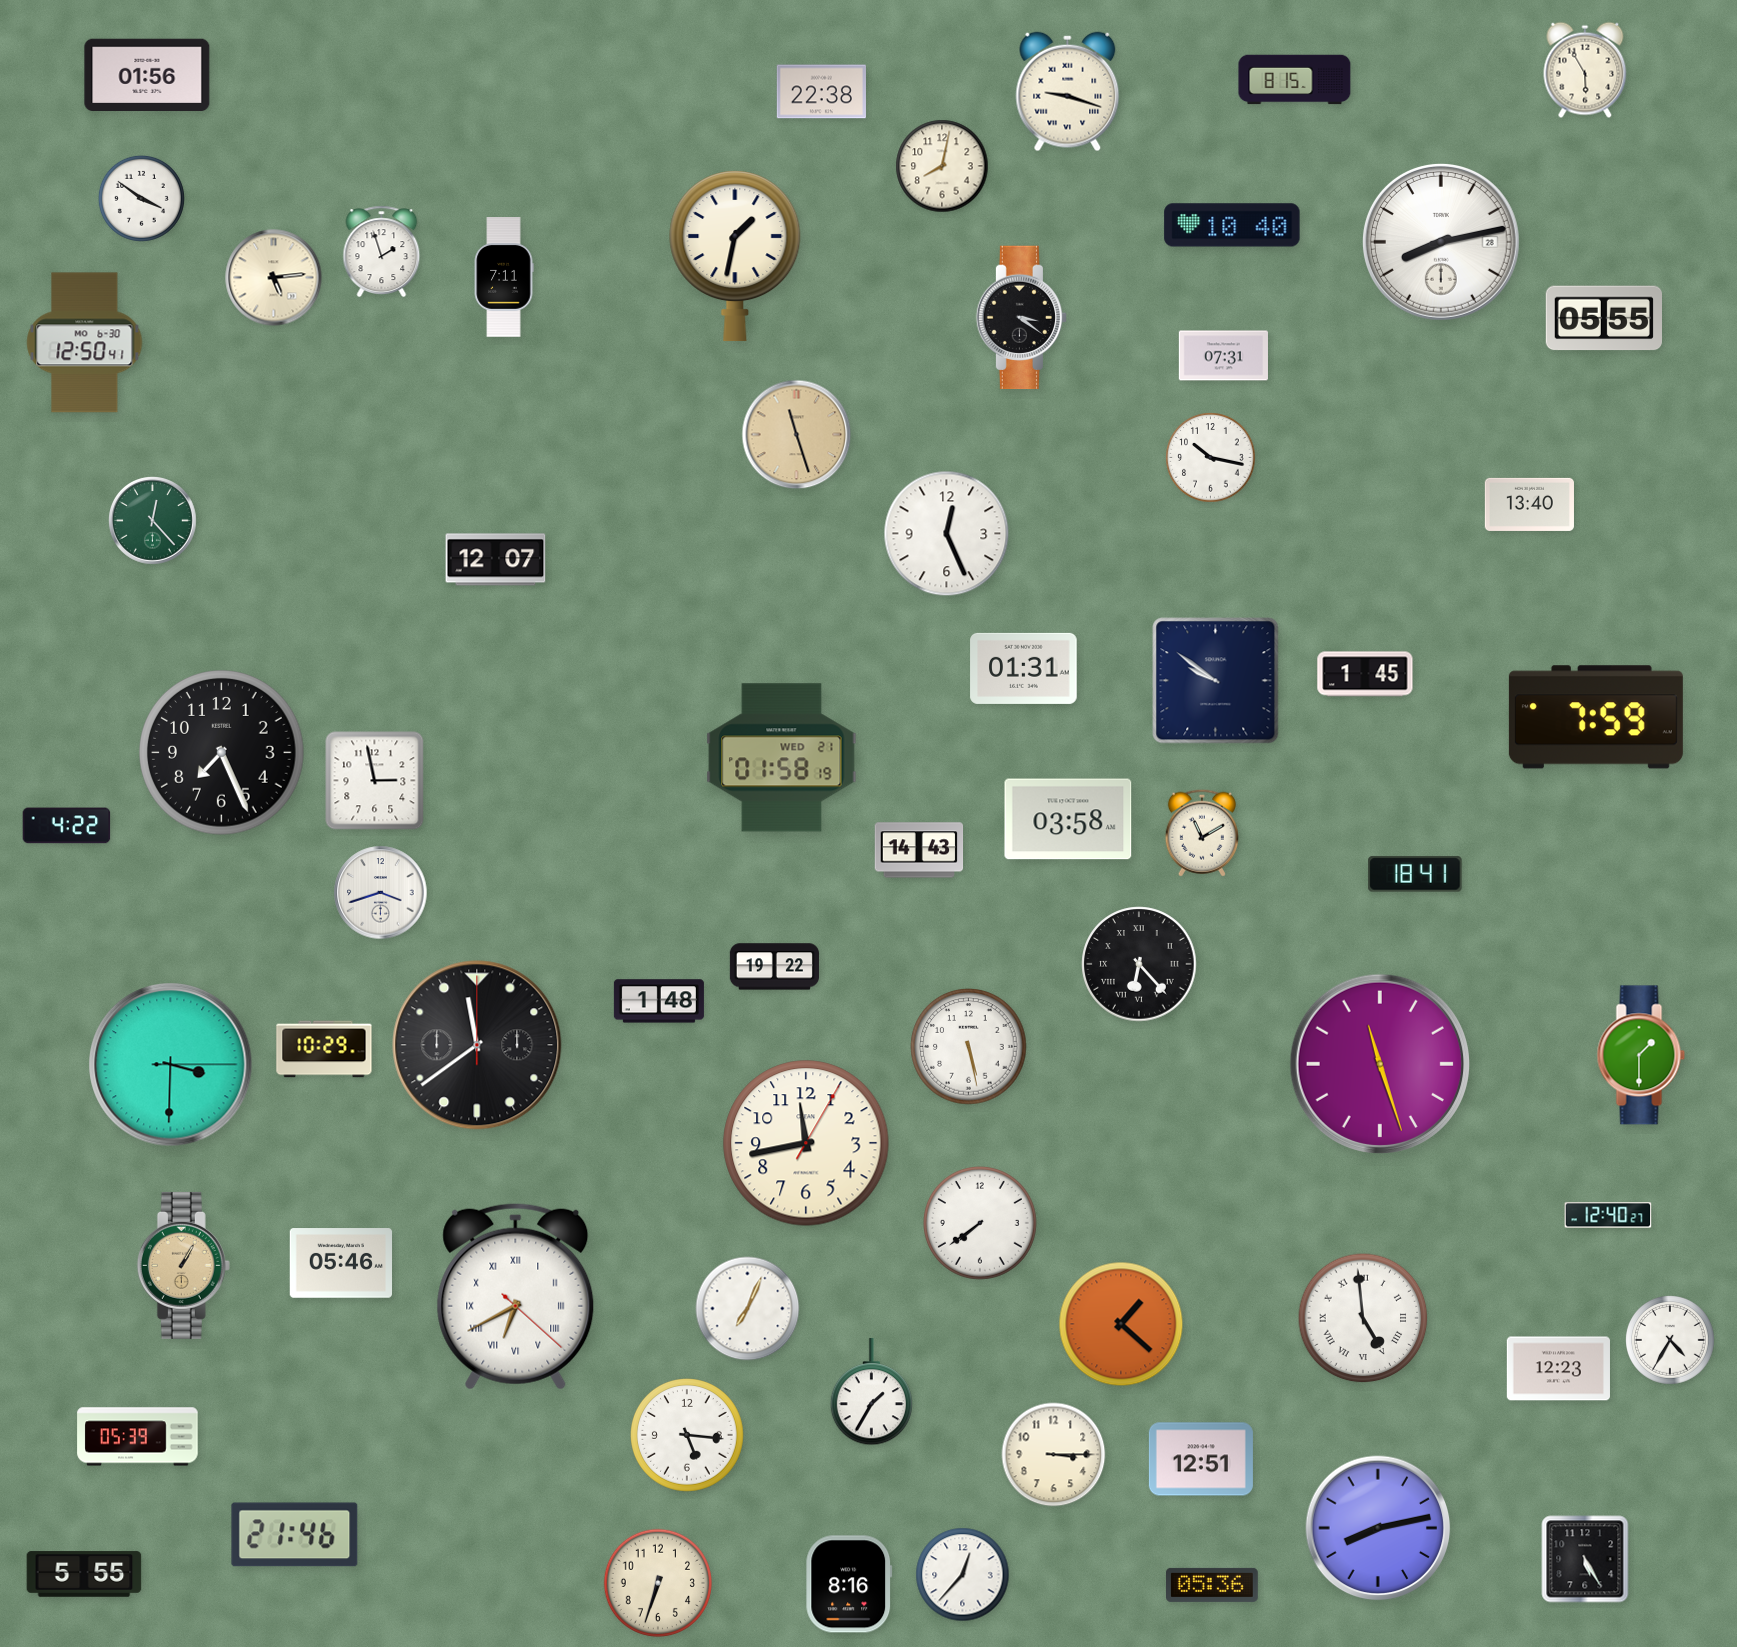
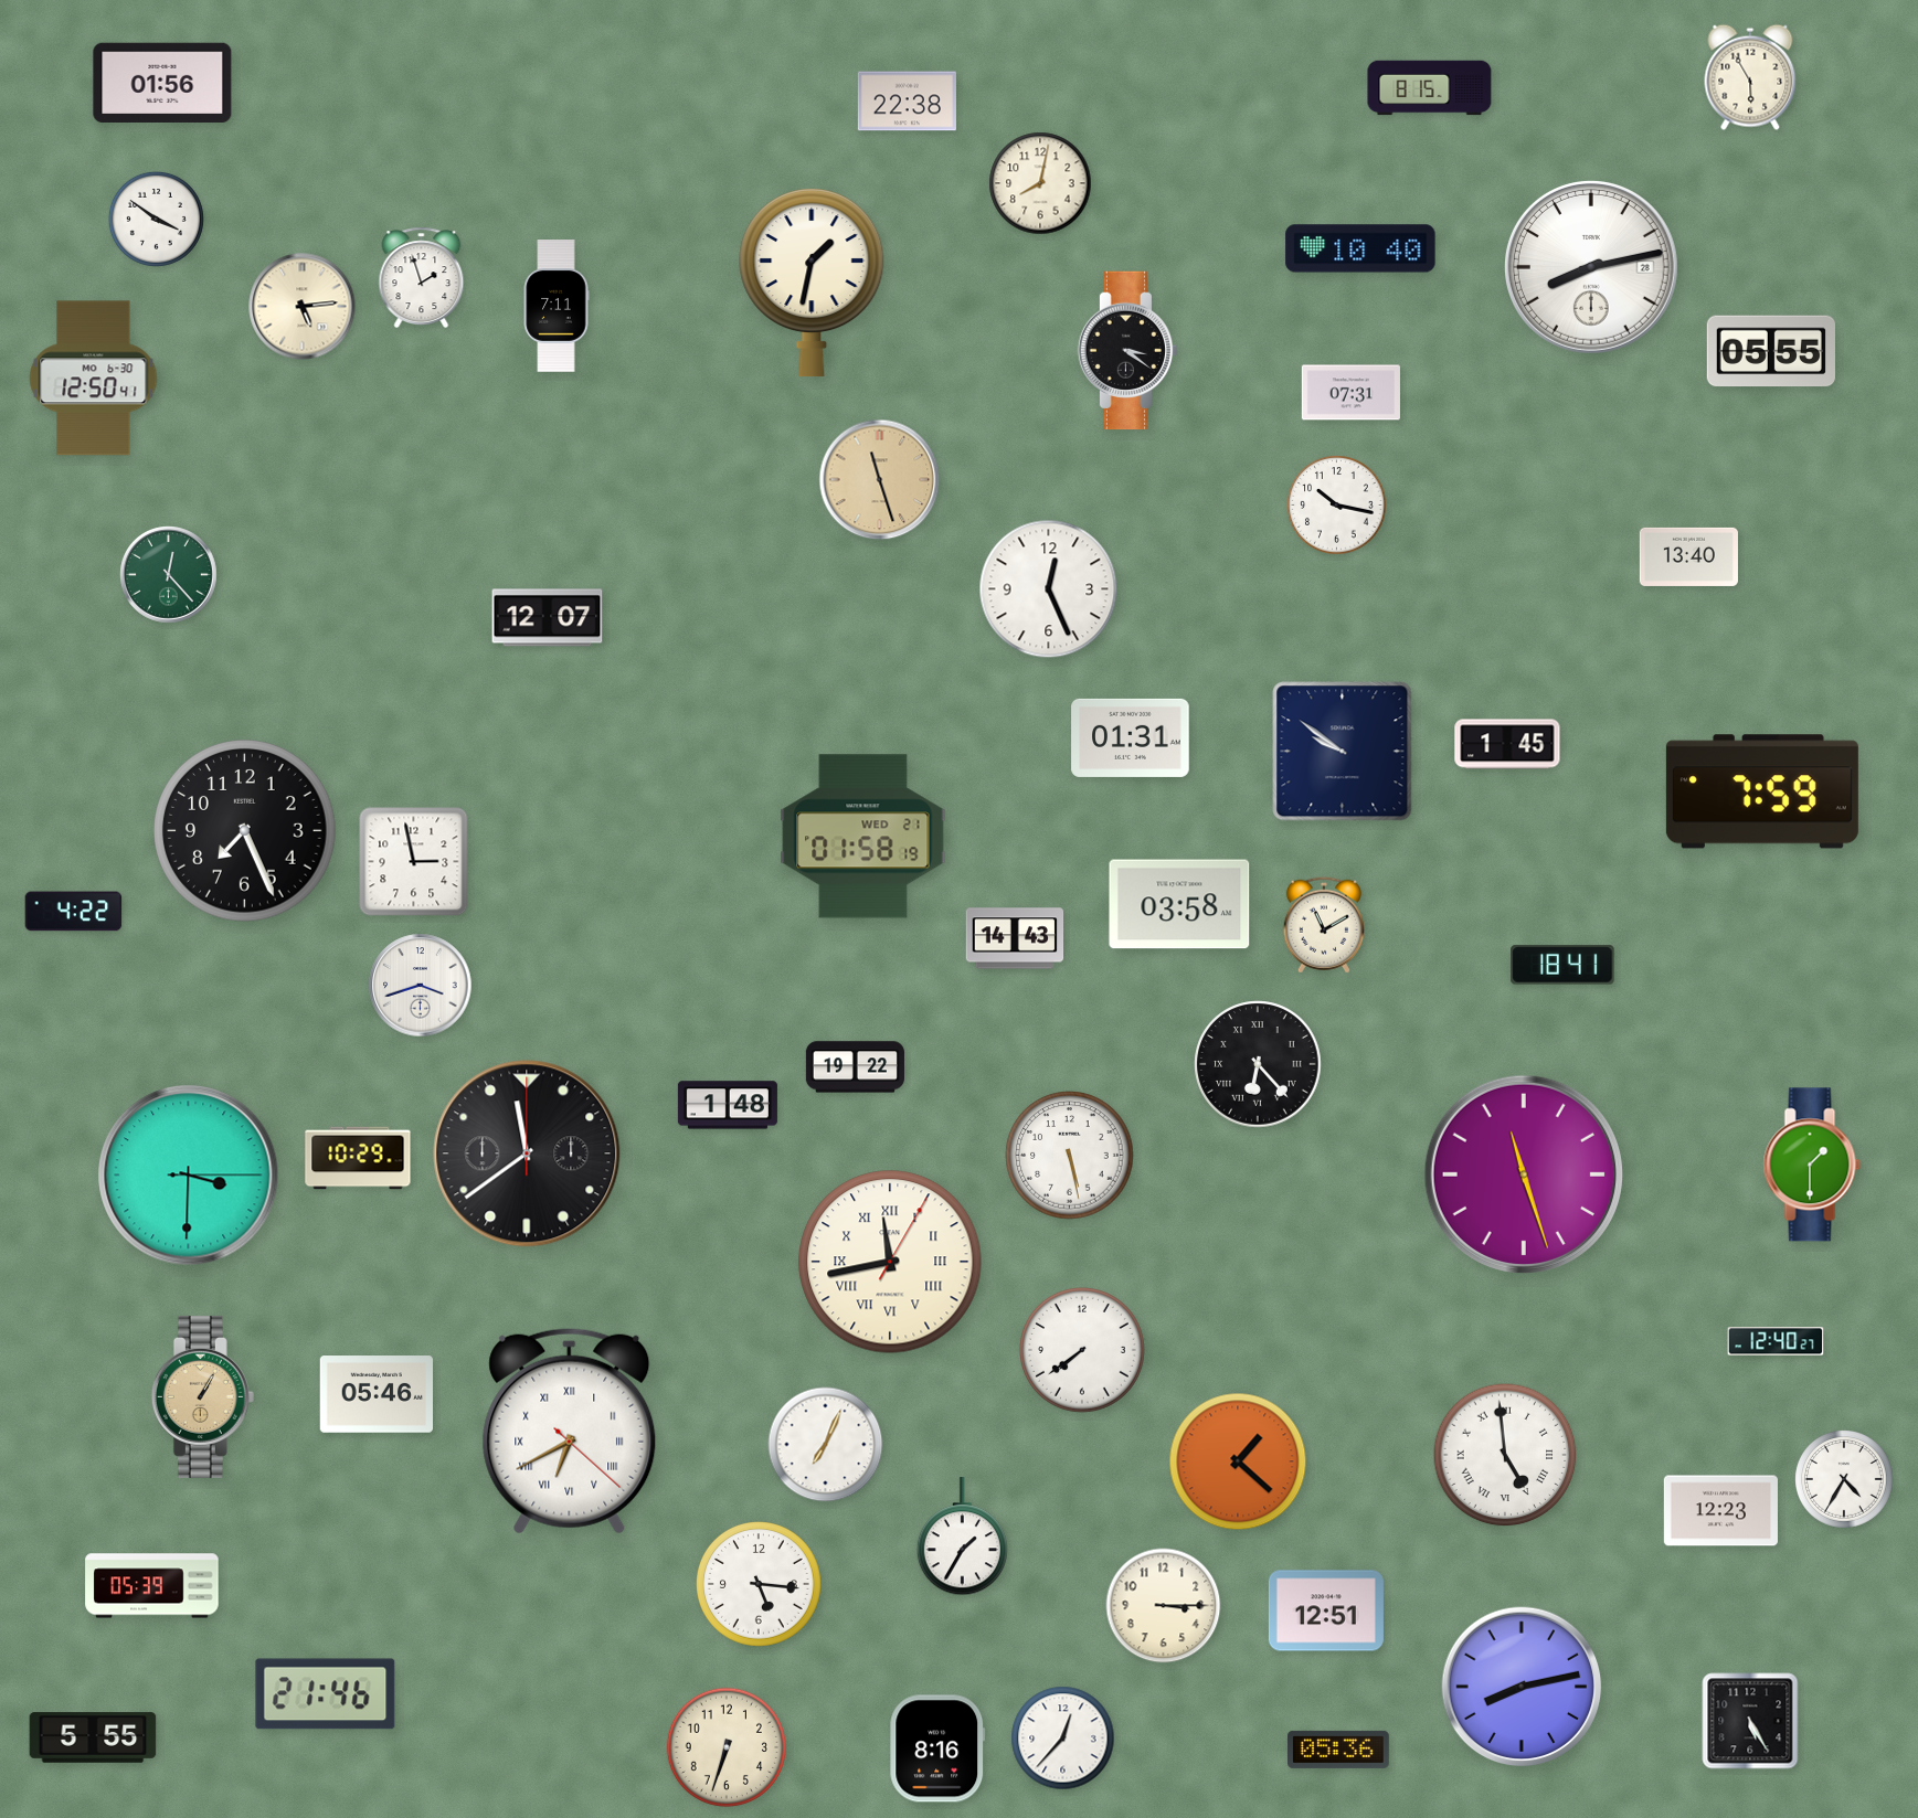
clock at (1068, 92): 9:18 -> none
clock at (947, 534) position: (947, 534) -> (1049, 589)
clock at (1202, 833) position: (1202, 833) -> (1324, 925)
clock at (806, 1143) numerals: Arabic -> Roman
